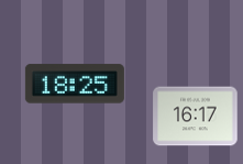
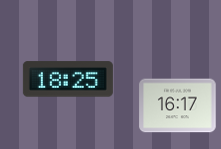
clock at (75, 84) position: (75, 84) -> (68, 79)
